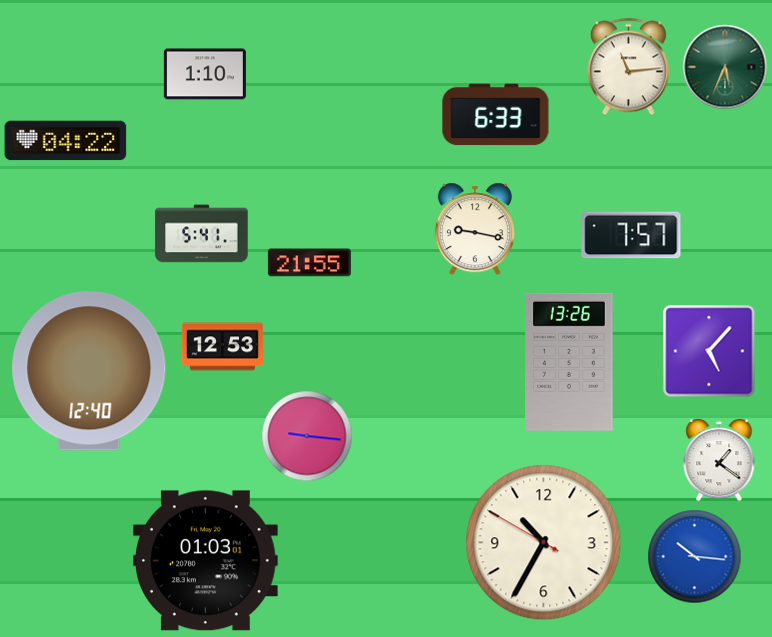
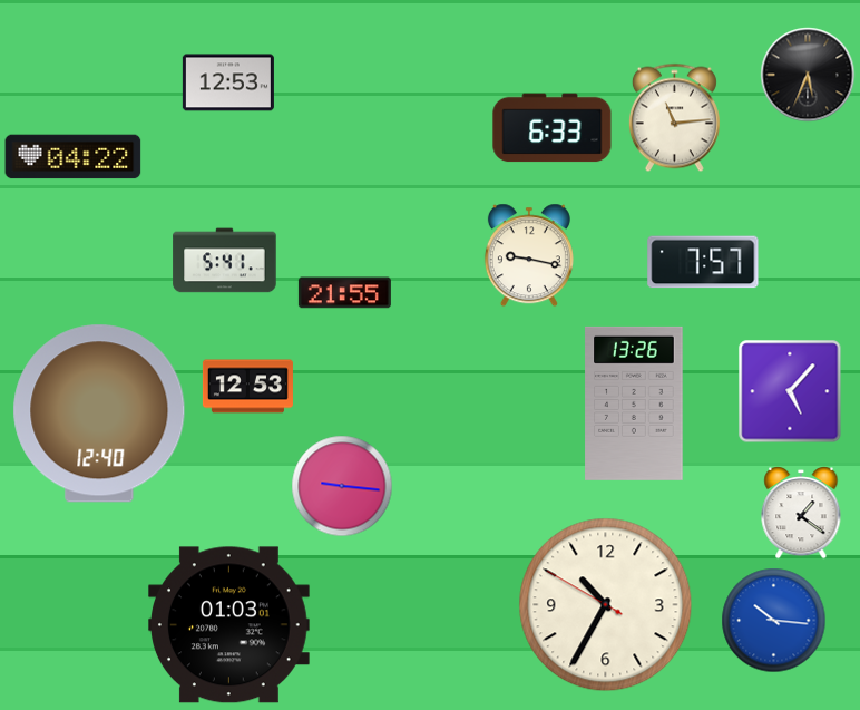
clock at (628, 66) position: (628, 66) -> (674, 117)
clock at (725, 67) dial: green -> black
clock at (205, 74): 1:10 -> 12:53
